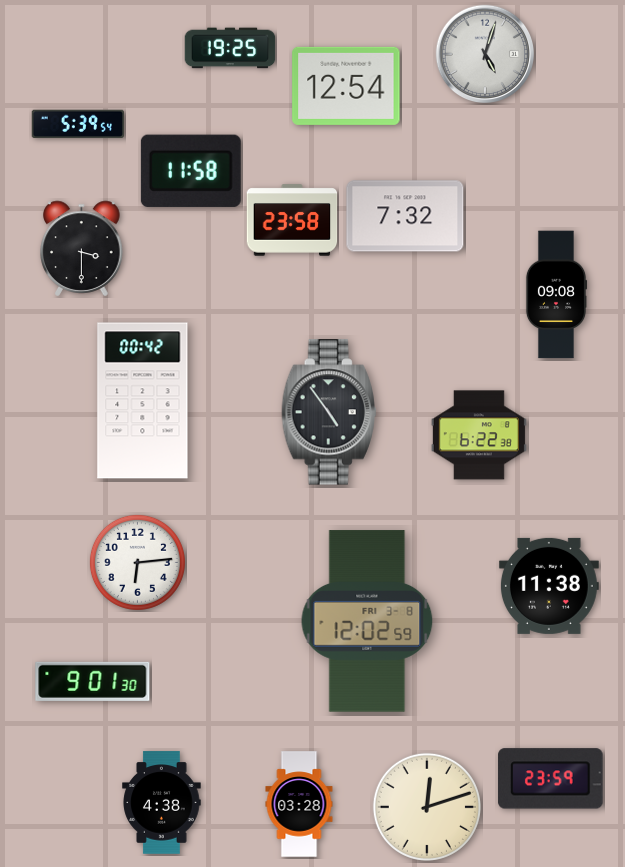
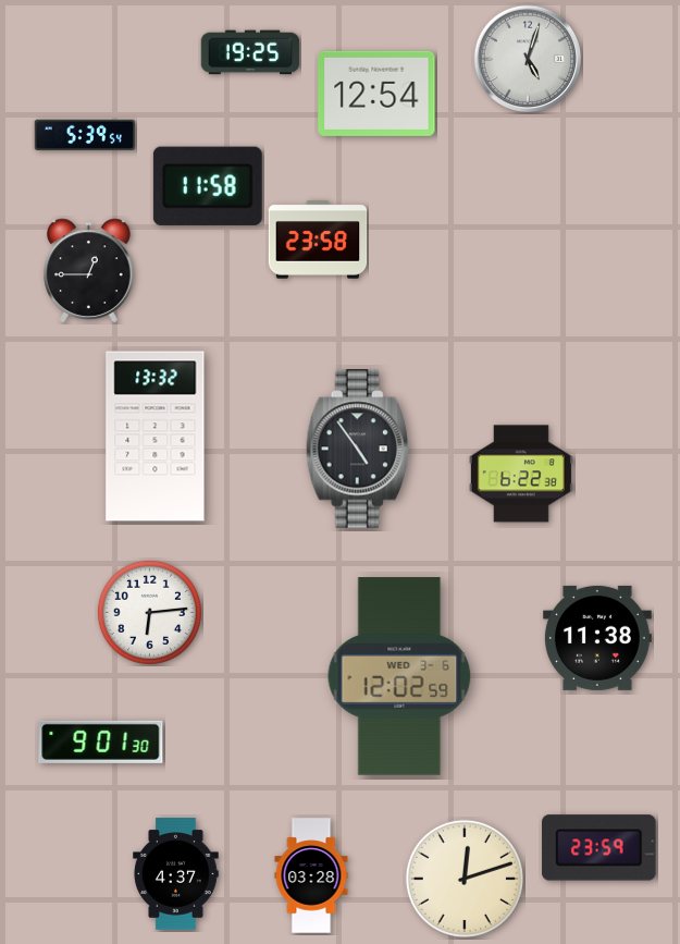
clock at (405, 216): 7:32 -> none
clock at (82, 249): 3:30 -> 12:45
clock at (556, 295): 09:08 -> none
clock at (143, 401): 00:42 -> 13:32
clock at (367, 621) date: FRI 3-8 -> WED 3-6
clock at (162, 803): 4:38 -> 4:37
clock at (299, 804) position: (299, 804) -> (311, 875)
